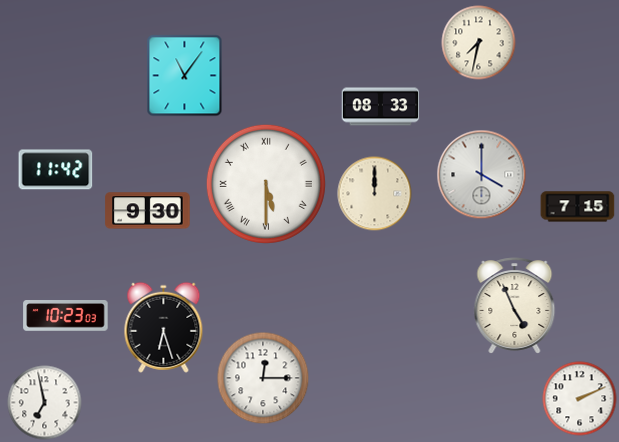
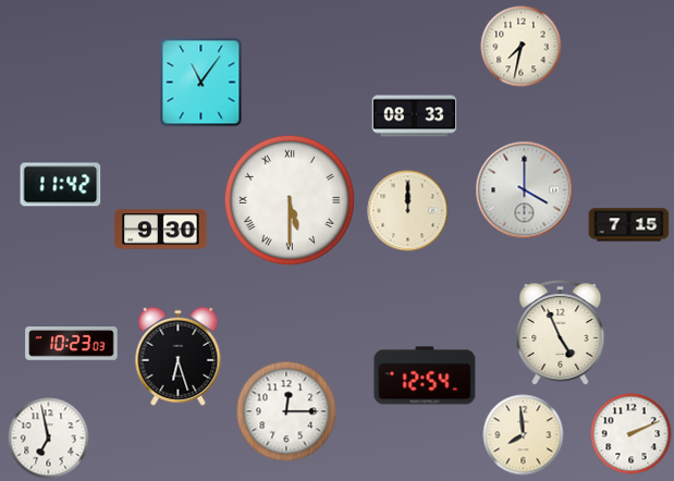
clock at (425, 375): none -> 12:54
clock at (524, 435): none -> 7:59
